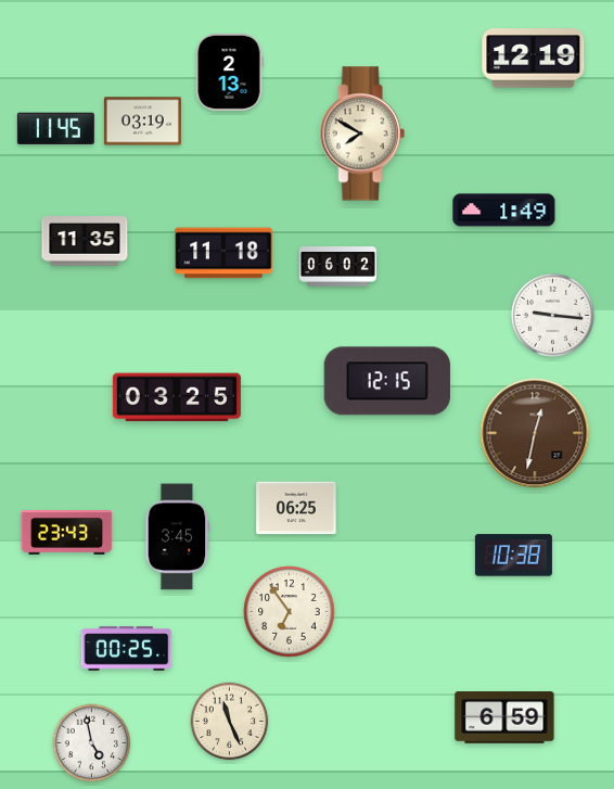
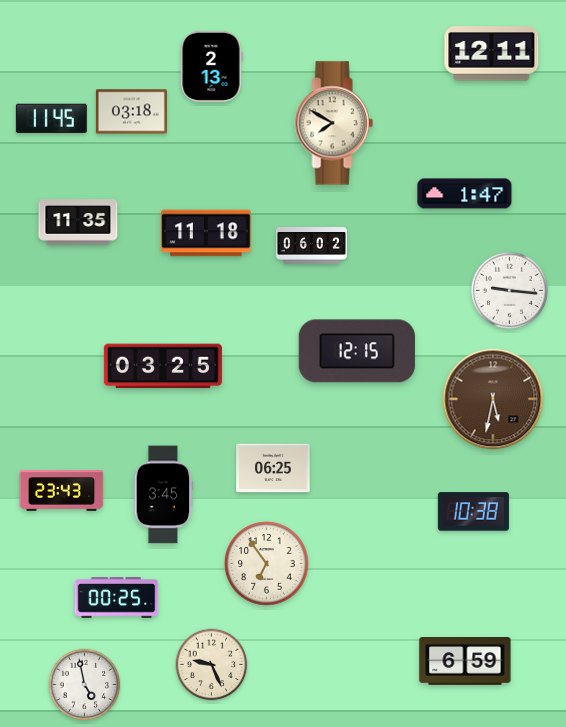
clock at (534, 59): 12:19 -> 12:11
clock at (142, 122): 03:19 -> 03:18
clock at (504, 211): 1:49 -> 1:47
clock at (535, 433): 12:32 -> 5:32
clock at (230, 722): 11:26 -> 9:26
